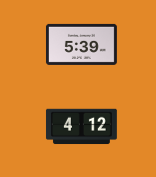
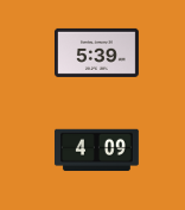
clock at (81, 127): 4:12 -> 4:09
